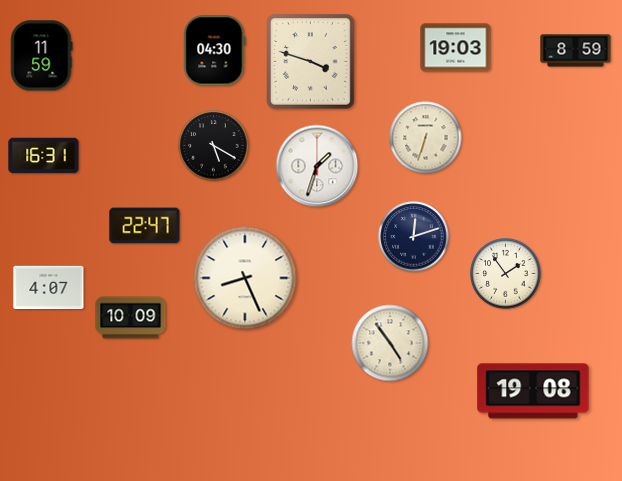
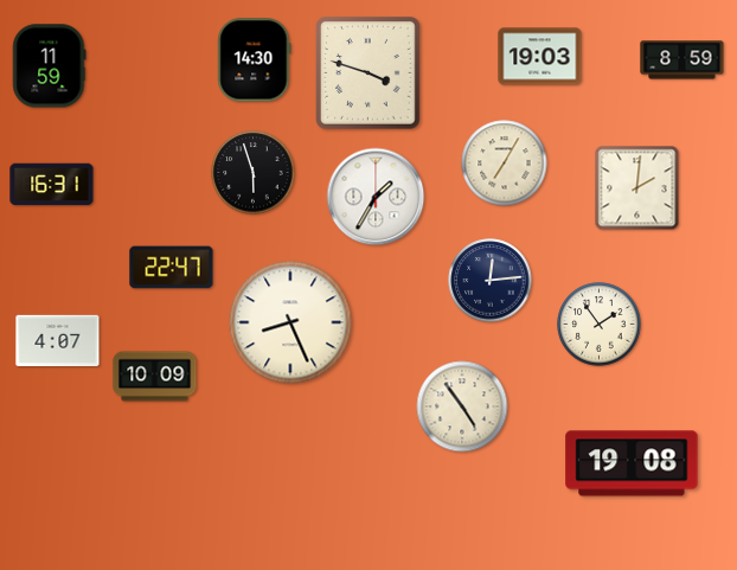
clock at (215, 51): 04:30 -> 14:30
clock at (426, 138): 6:33 -> 7:05
clock at (214, 146): 5:20 -> 5:57
clock at (637, 188): none -> 2:01
clock at (317, 166): 1:33 -> 1:35
clock at (414, 237): 12:12 -> 12:14
clock at (245, 278) position: (245, 278) -> (290, 322)
